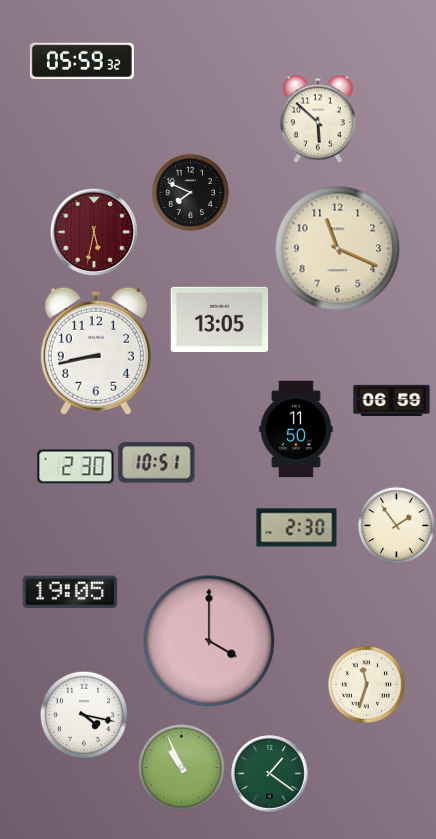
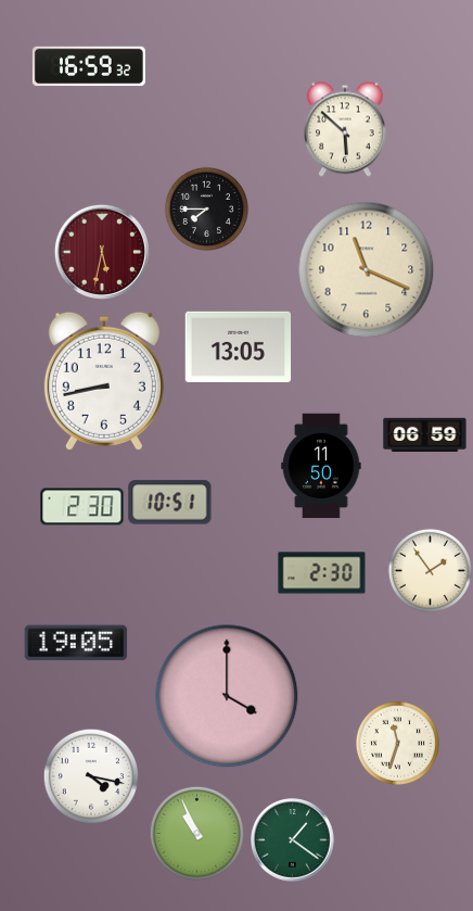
clock at (82, 61): 05:59 -> 16:59
clock at (190, 192): 7:49 -> 7:45
